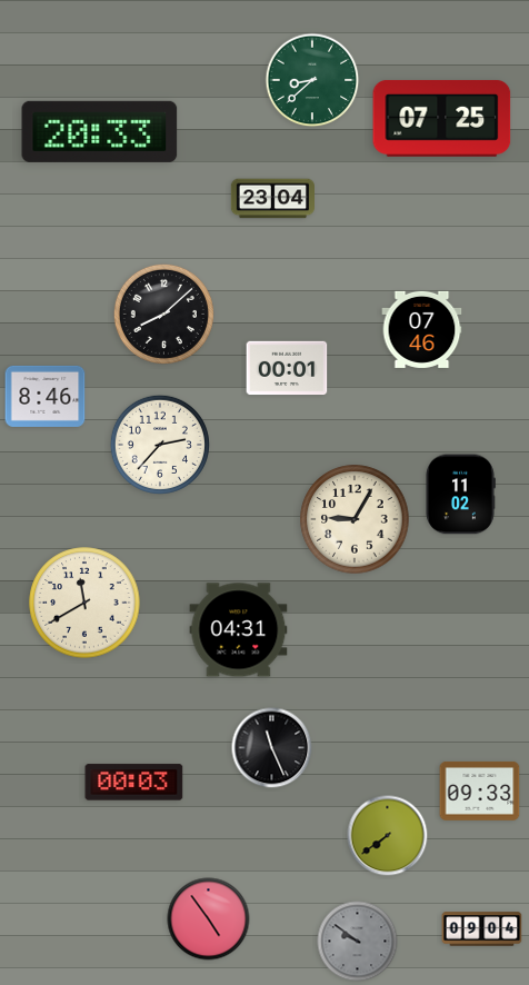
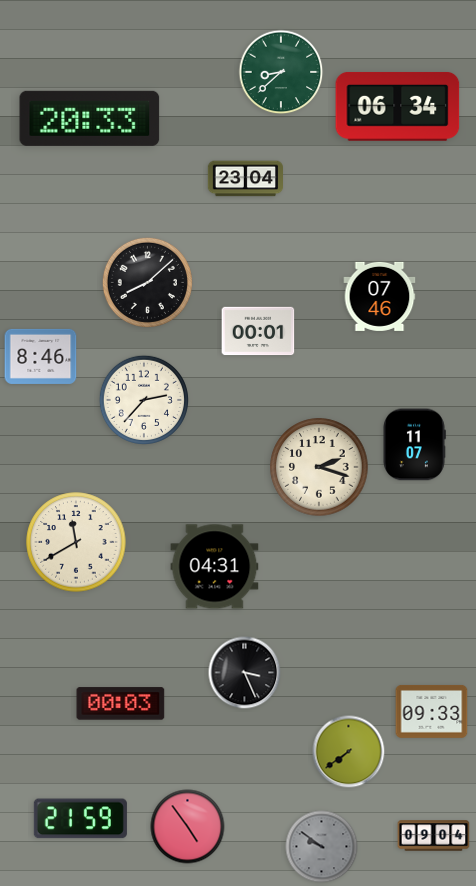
clock at (442, 118): 07:25 -> 06:34
clock at (460, 495): 11:02 -> 11:07
clock at (355, 519): 9:05 -> 2:18
clock at (272, 748): 11:26 -> 3:26
clock at (80, 819): none -> 21:59
